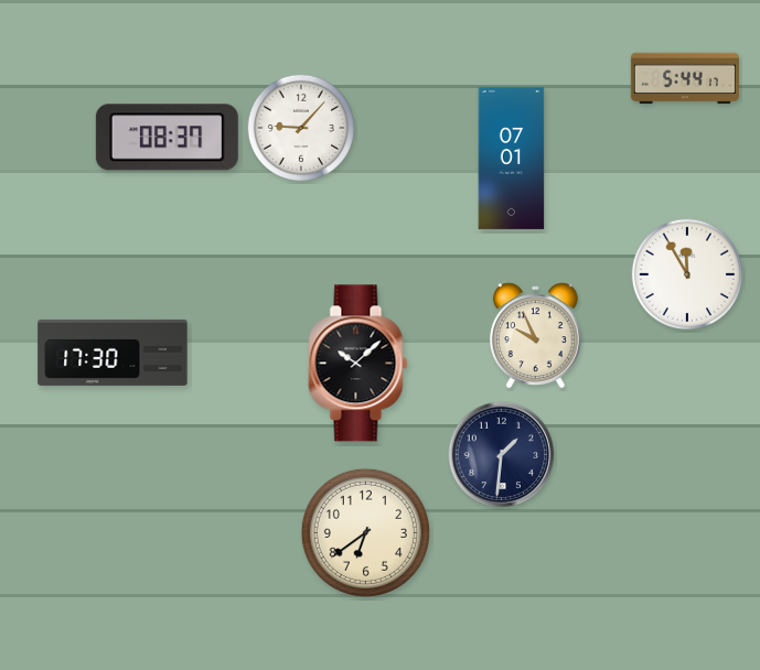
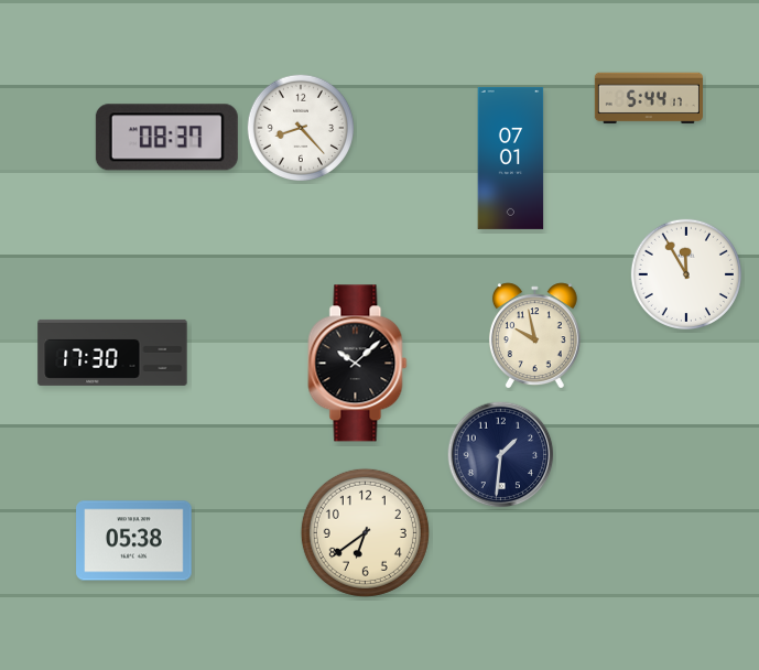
clock at (685, 78) position: (685, 78) -> (649, 98)
clock at (300, 127): 9:07 -> 8:23
clock at (535, 335): 9:56 -> 9:58
clock at (134, 541): none -> 05:38
